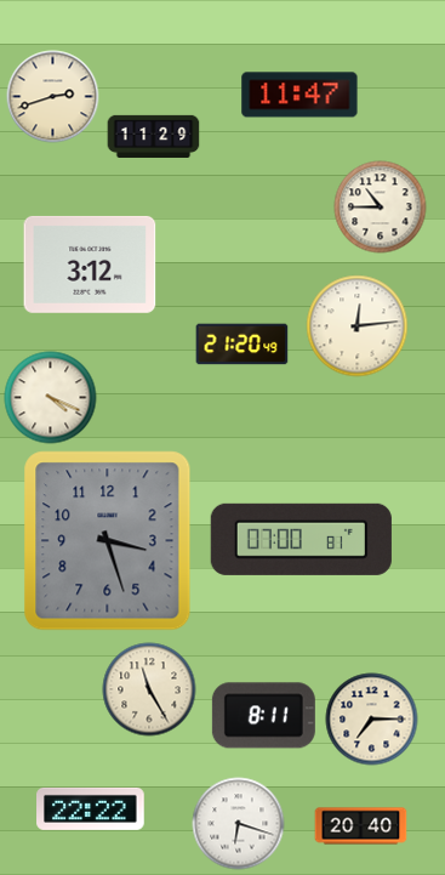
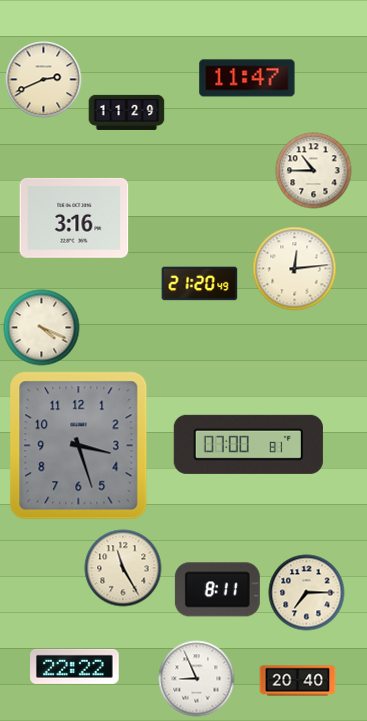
clock at (53, 97): 2:42 -> 2:41
clock at (90, 265): 3:12 -> 3:16
clock at (108, 541) position: (108, 541) -> (79, 446)
clock at (239, 824): 6:18 -> 8:56
